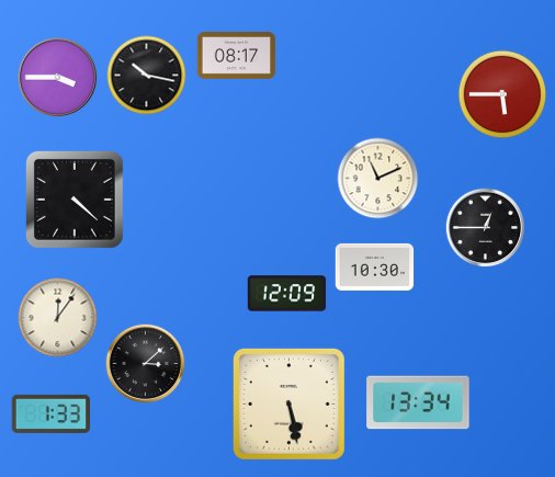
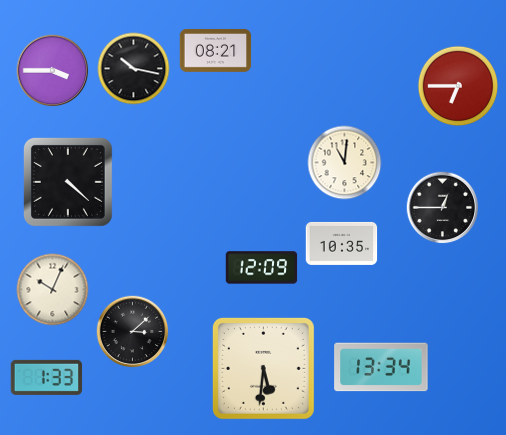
clock at (237, 55): 08:17 -> 08:21
clock at (502, 94): 5:45 -> 6:45
clock at (378, 179): 11:11 -> 11:01
clock at (375, 266): 10:30 -> 10:35
clock at (58, 318): 12:06 -> 10:04
clock at (288, 404): 5:28 -> 5:31
